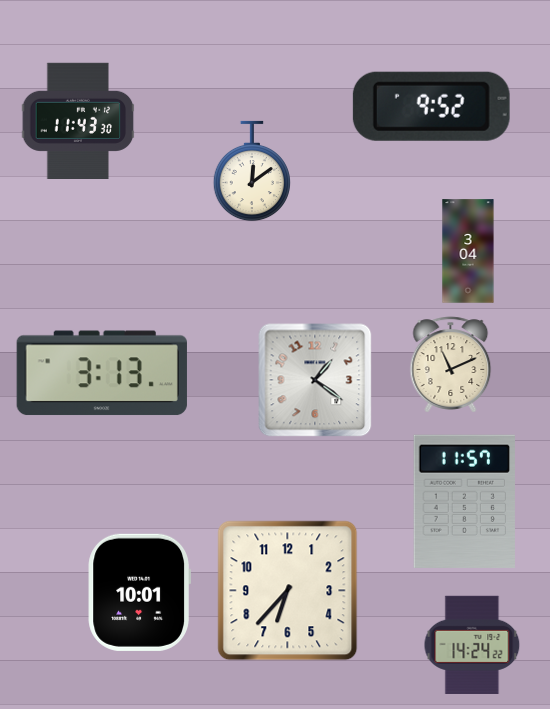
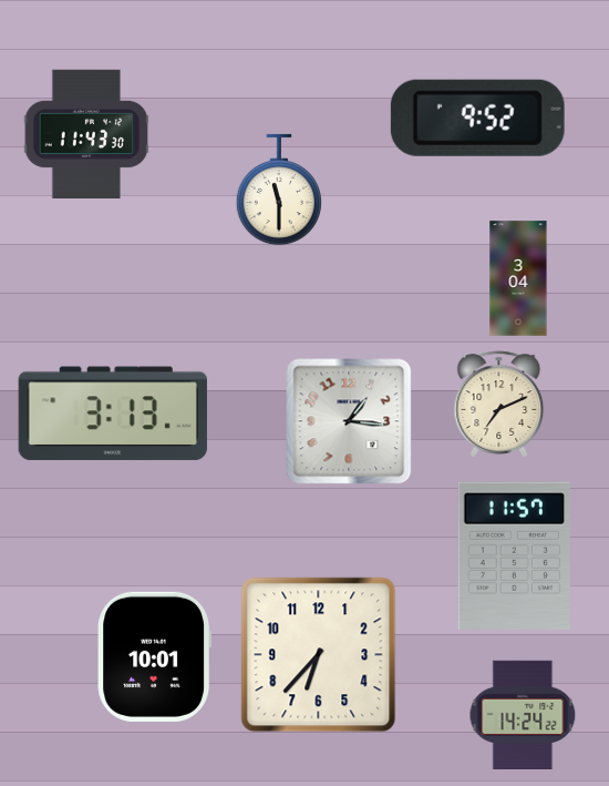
clock at (252, 171): 12:09 -> 11:30
clock at (451, 365): 11:11 -> 7:11
clock at (315, 380): 1:21 -> 1:16
